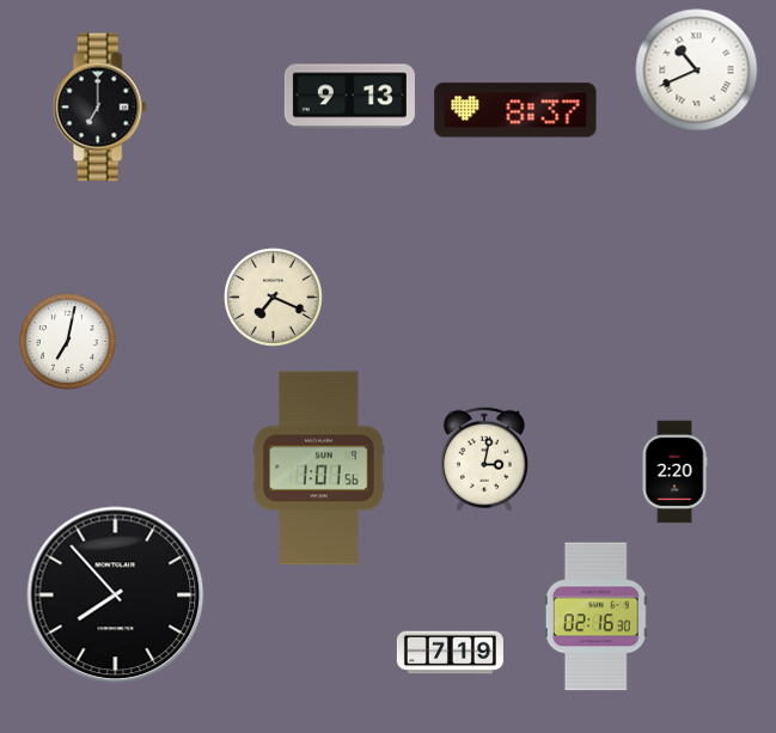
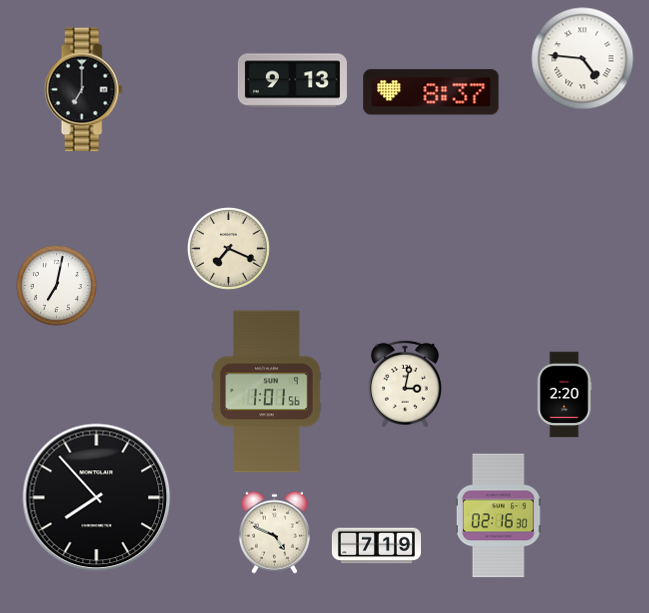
clock at (697, 71): 10:41 -> 4:46
clock at (274, 532): none -> 4:49
